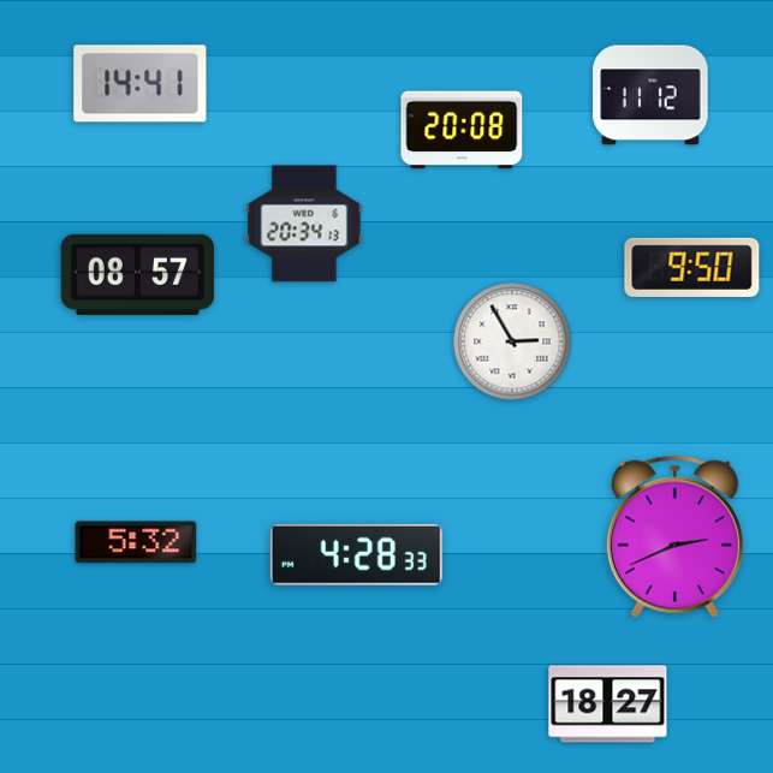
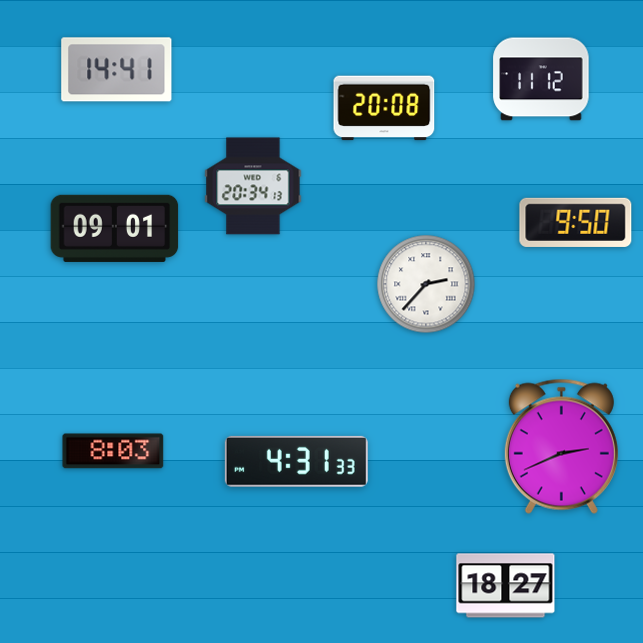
clock at (138, 274): 08:57 -> 09:01
clock at (512, 341): 2:55 -> 2:37
clock at (136, 542): 5:32 -> 8:03
clock at (356, 554): 4:28 -> 4:31
